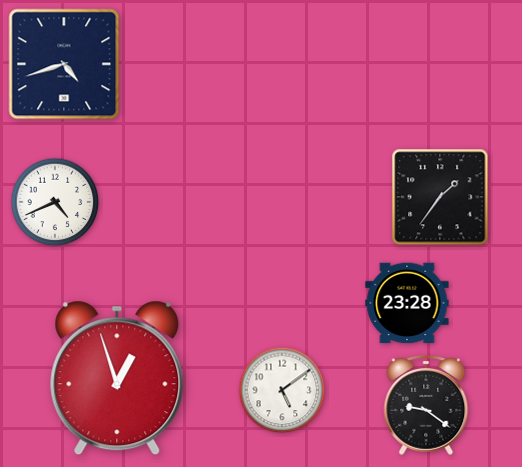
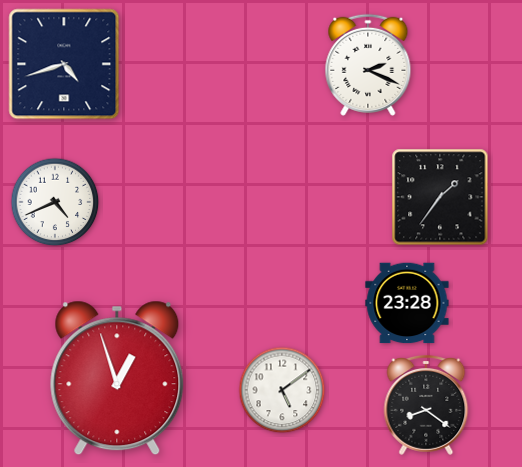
clock at (368, 65): none -> 2:19
clock at (426, 405): 9:21 -> 8:21
